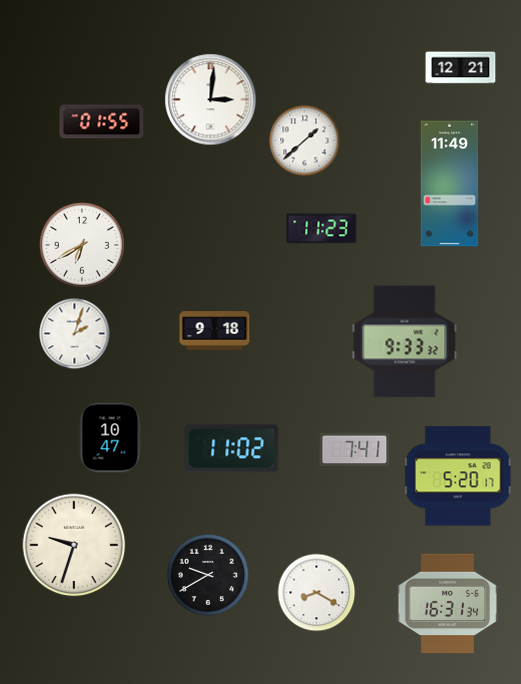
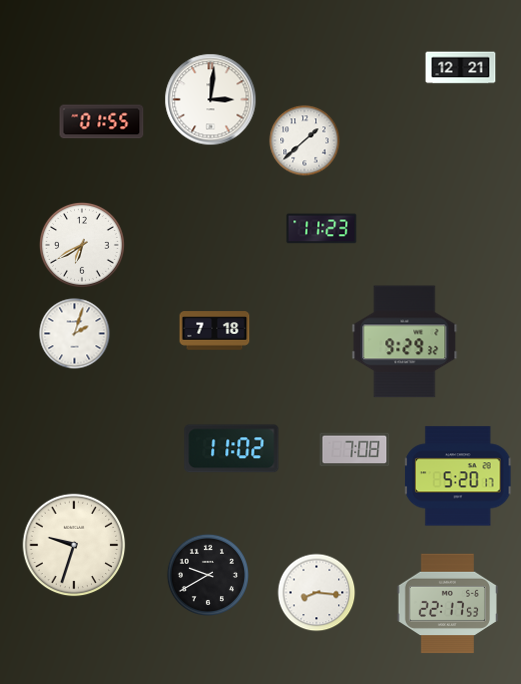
clock at (450, 184): 11:49 -> none
clock at (215, 331): 9:18 -> 7:18
clock at (405, 342): 9:33 -> 9:29
clock at (110, 438): 10:47 -> none
clock at (355, 450): 7:41 -> 7:08
clock at (317, 593): 8:20 -> 8:16
clock at (447, 604): 16:31 -> 22:17
